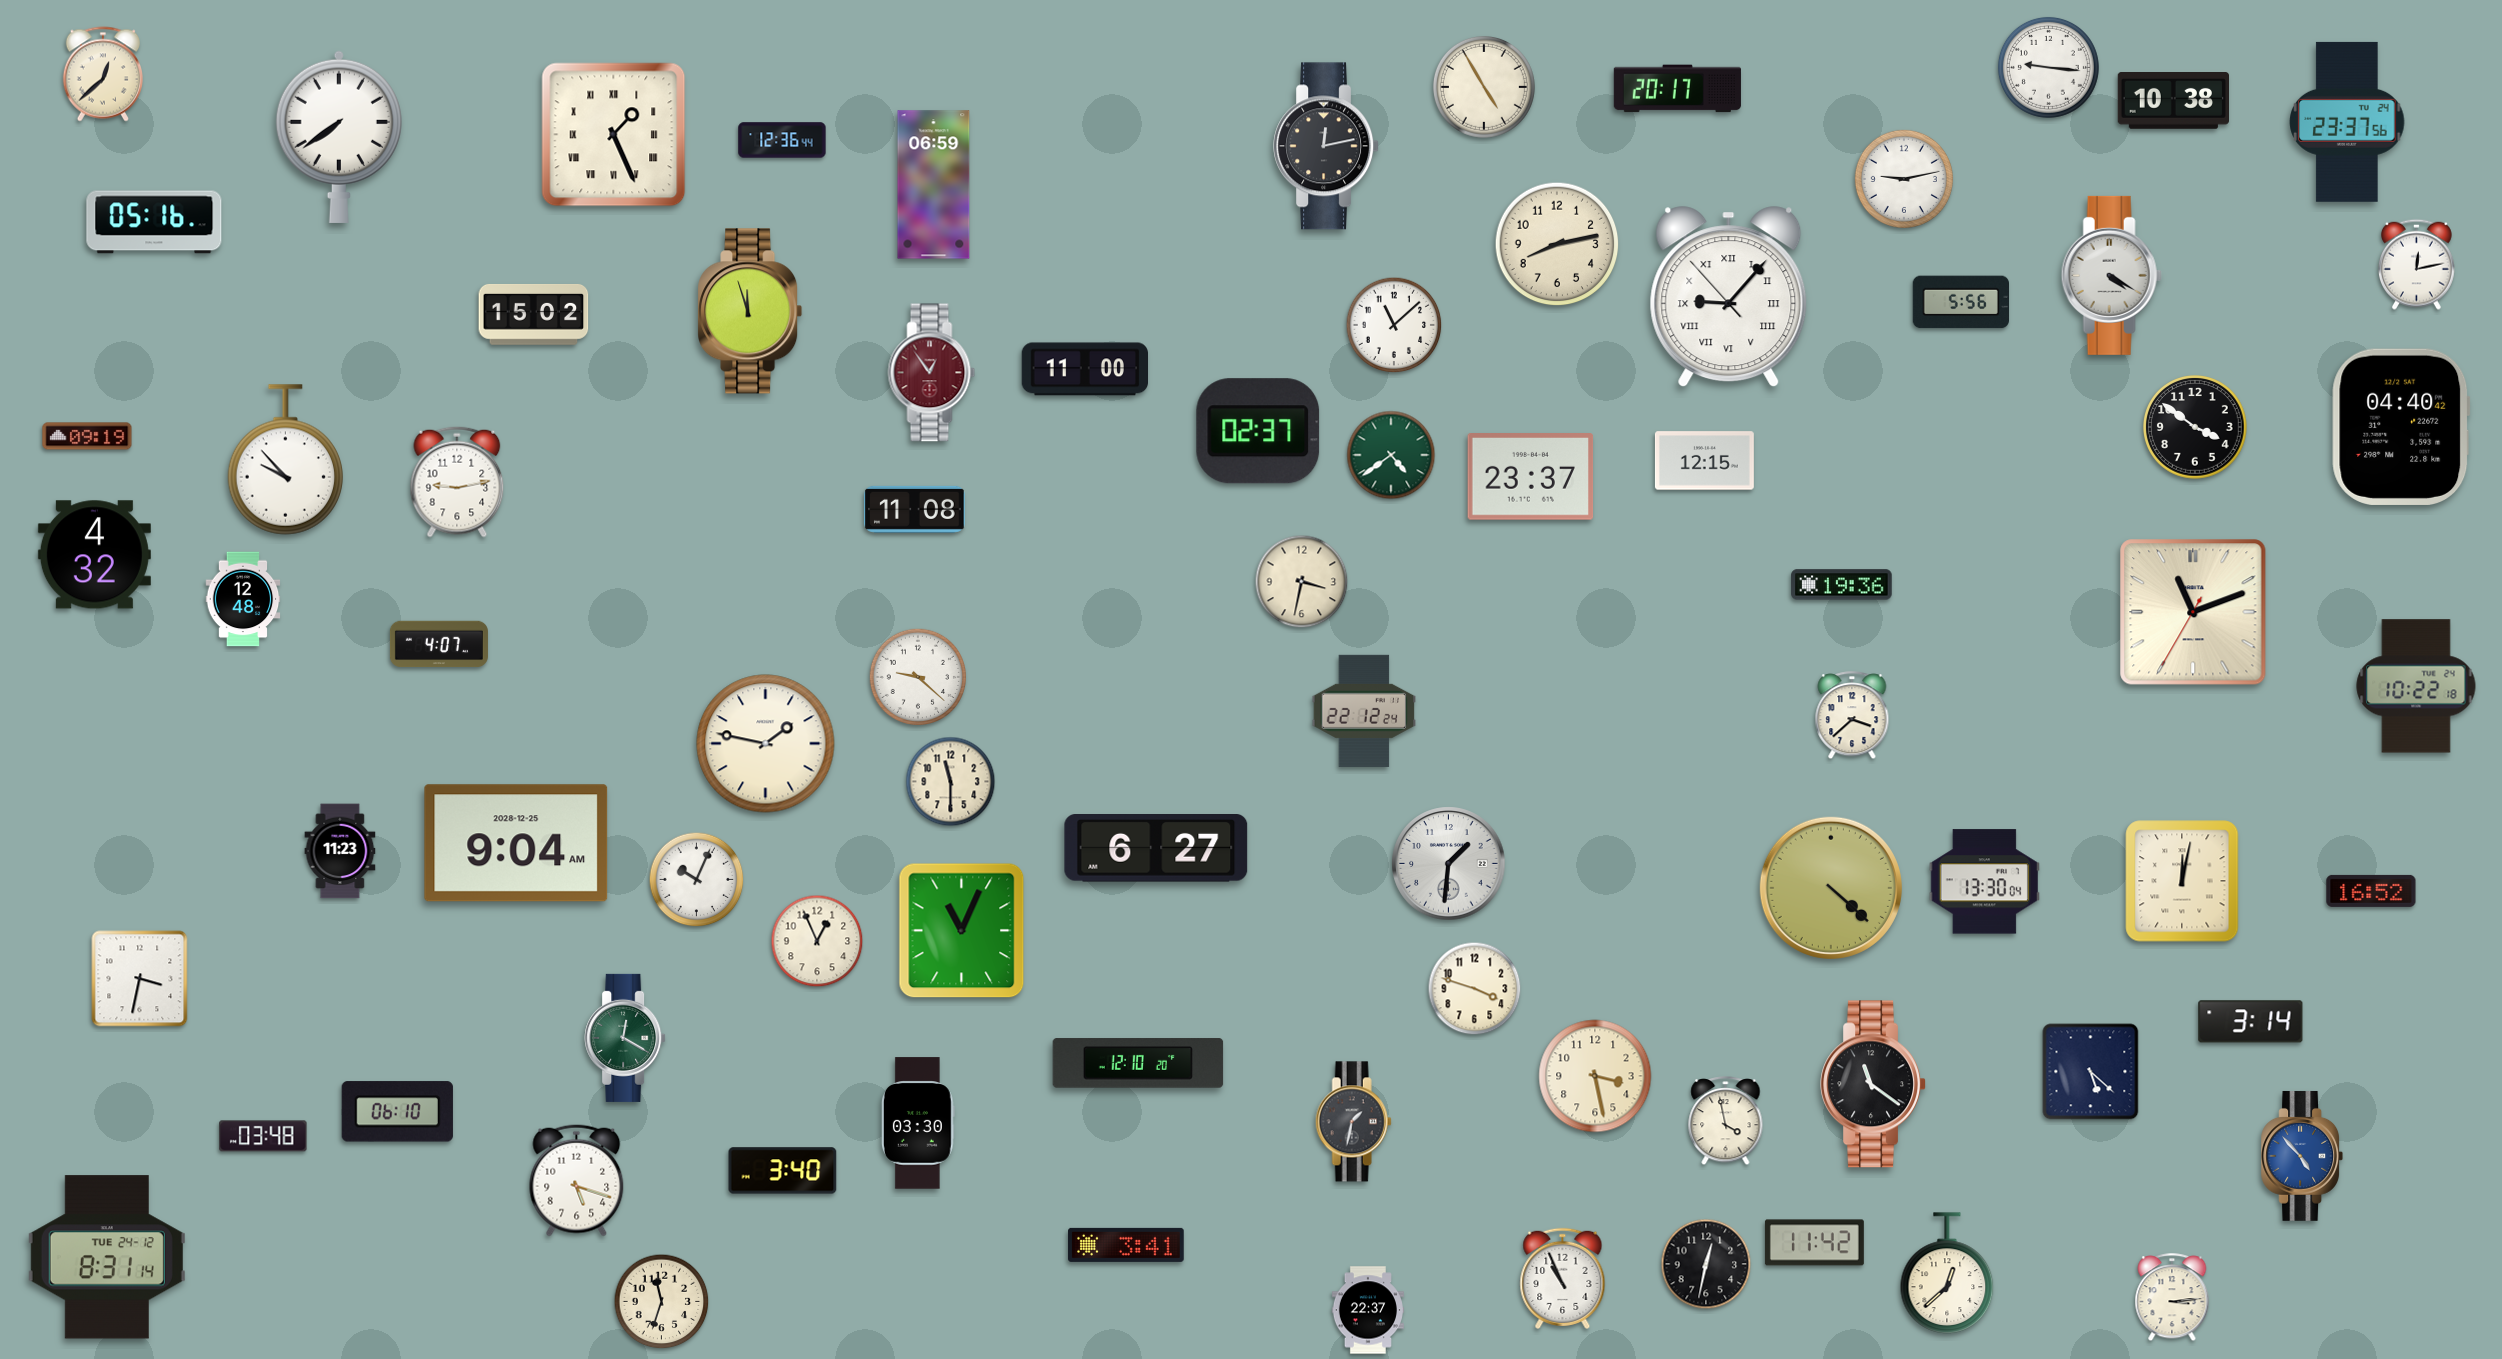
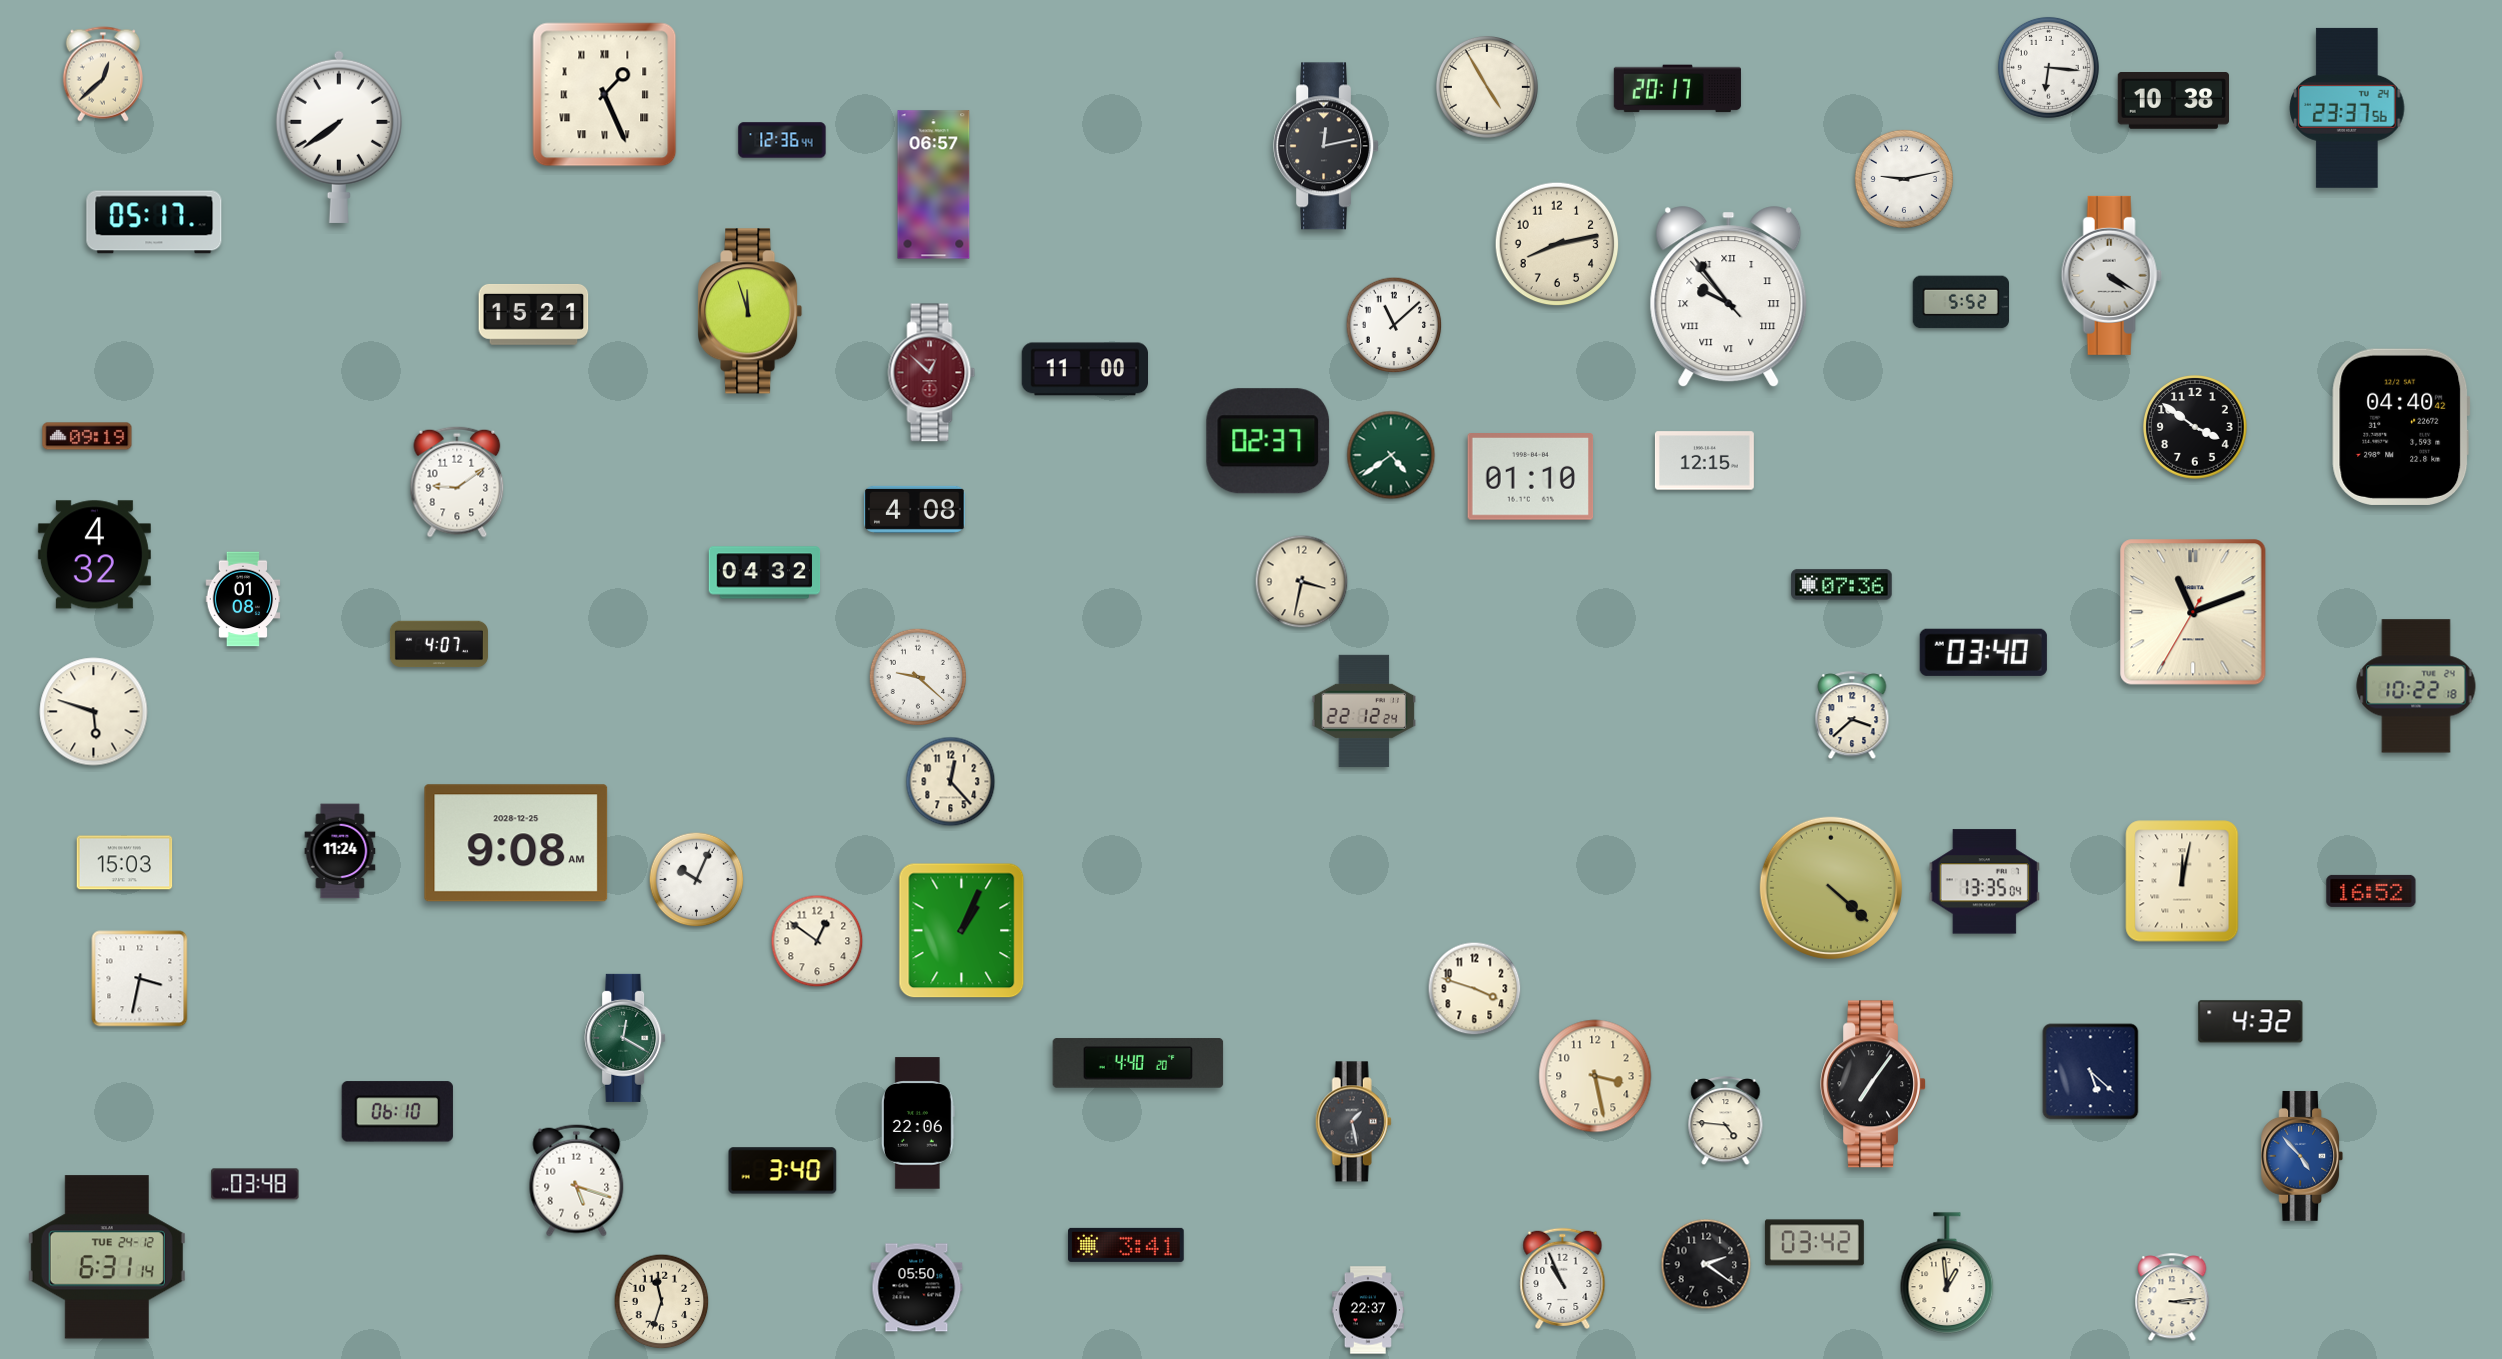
clock at (2048, 67): 9:16 -> 6:16
clock at (1484, 87) position: (1484, 87) -> (1487, 87)
clock at (2347, 122) position: (2347, 122) -> (2347, 108)
clock at (614, 135) position: (614, 135) -> (605, 95)
clock at (934, 185): 06:59 -> 06:57
clock at (154, 222): 05:16 -> 05:17
clock at (2417, 264): 12:13 -> none
clock at (1729, 297): 9:06 -> 9:53
clock at (1960, 302): 5:56 -> 5:52
clock at (534, 314): 15:02 -> 15:21
clock at (932, 373): 12:54 -> 12:52
clock at (1258, 431) position: (1258, 431) -> (1268, 441)
clock at (285, 460): 9:53 -> none
clock at (1531, 477): 23:37 -> 01:10
clock at (457, 482): 9:13 -> 9:09
clock at (915, 509): 11:08 -> 4:08
clock at (765, 573): none -> 04:32
clock at (1842, 585): 19:36 -> 07:36
clock at (243, 599): 12:48 -> 01:08
clock at (1983, 652): none -> 03:40
clock at (94, 712): none -> 5:48
clock at (766, 744): 1:47 -> none
clock at (951, 782): 11:30 -> 12:23
clock at (516, 843): 9:04 -> 9:08
clock at (1156, 849): 6:27 -> none
clock at (340, 851): 11:23 -> 11:24
clock at (125, 863): none -> 15:03
clock at (1449, 864): 1:31 -> none
clock at (1984, 882): 13:30 -> 13:35
clock at (962, 931): 11:04 -> 1:04
clock at (817, 941): 12:56 -> 12:51
clock at (2251, 1022): 3:14 -> 4:32
clock at (1138, 1063): 12:10 -> 4:40
clock at (1874, 1084): 11:21 -> 7:06
clock at (1353, 1122): 1:32 -> 1:28
clock at (1726, 1122): 3:58 -> 4:46
clock at (918, 1123): 03:30 -> 22:06
clock at (263, 1136) position: (263, 1136) -> (255, 1184)
clock at (1814, 1243): 11:42 -> 03:42
clock at (107, 1257): 8:31 -> 6:31
clock at (1706, 1264): 12:32 -> 2:21
clock at (1947, 1273): 12:38 -> 12:59
clock at (917, 1288): none -> 05:50
